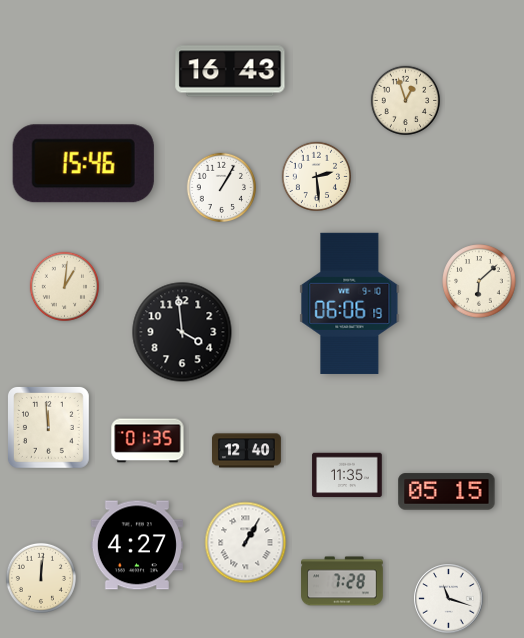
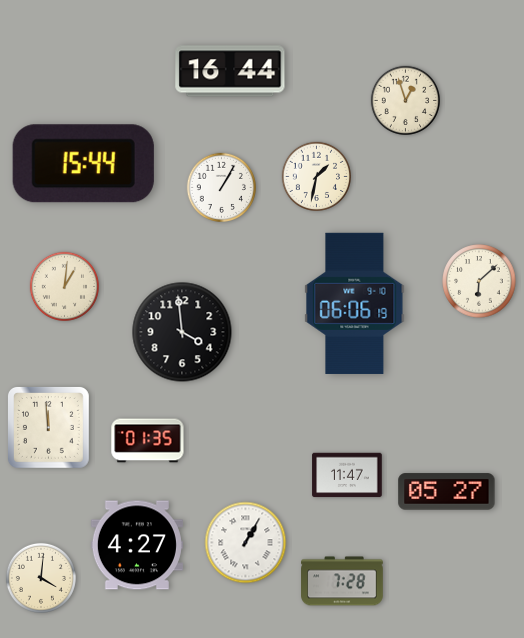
clock at (230, 71): 16:43 -> 16:44
clock at (83, 164): 15:46 -> 15:44
clock at (316, 176): 2:29 -> 1:32
clock at (350, 303) position: (350, 303) -> (355, 303)
clock at (247, 451): 12:40 -> none
clock at (347, 475): 11:35 -> 11:47
clock at (447, 492): 05:15 -> 05:27
clock at (41, 578): 12:01 -> 4:01
clock at (449, 599): 11:18 -> none
